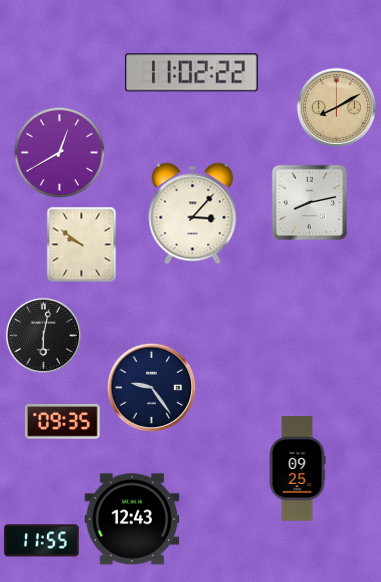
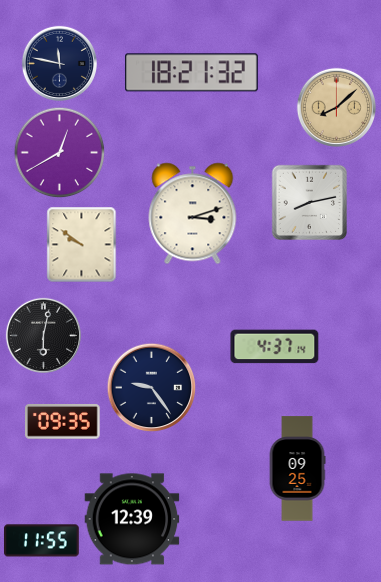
clock at (59, 63): none -> 11:47
clock at (192, 73): 11:02 -> 18:21
clock at (336, 107): 8:10 -> 8:08
clock at (193, 214): 3:07 -> 3:12
clock at (275, 347): none -> 4:37
clock at (132, 519): 12:43 -> 12:39
